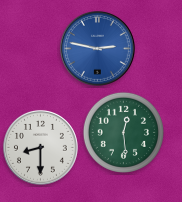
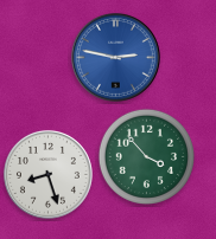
clock at (123, 132): 12:29 -> 3:53
clock at (40, 147): 8:30 -> 8:27
